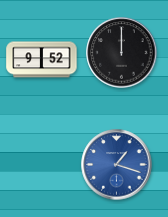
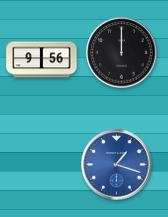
clock at (42, 60): 9:52 -> 9:56
